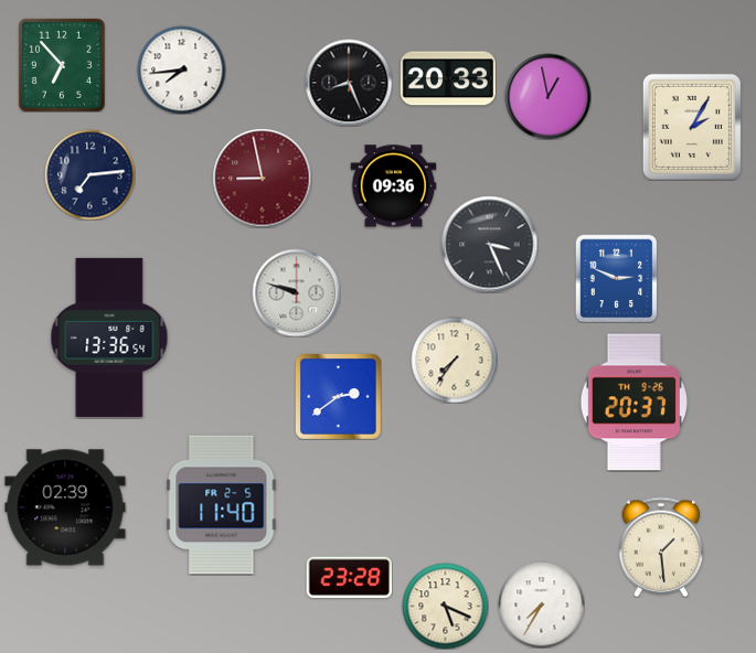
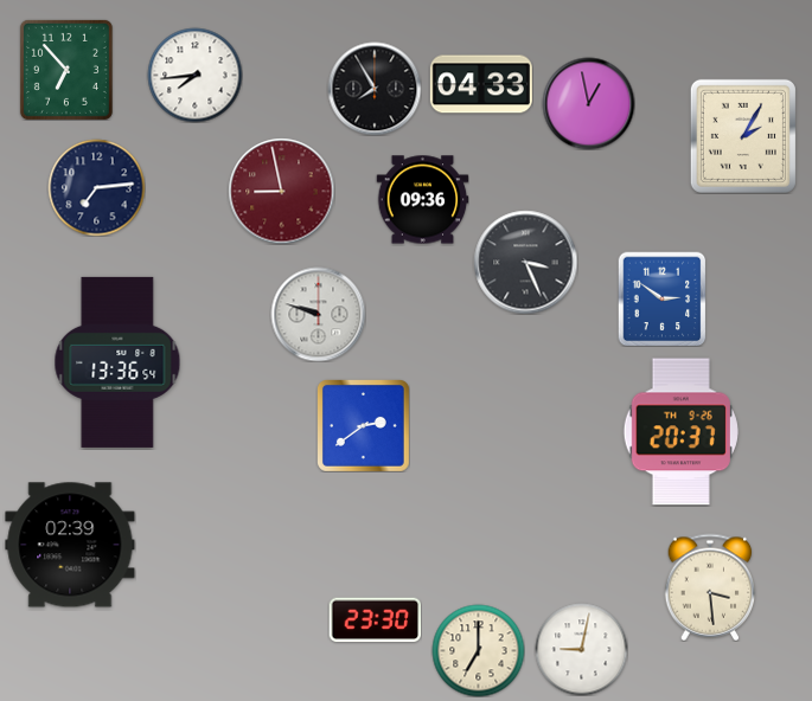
clock at (448, 78): 20:33 -> 04:33
clock at (349, 83): 8:26 -> 7:55
clock at (617, 278): 2:49 -> 2:51
clock at (454, 360): 7:36 -> none
clock at (222, 505): 11:40 -> none
clock at (661, 547): 1:29 -> 3:29
clock at (349, 578): 23:28 -> 23:30
clock at (541, 604): 7:35 -> 9:02
clock at (445, 606): 5:19 -> 7:00
